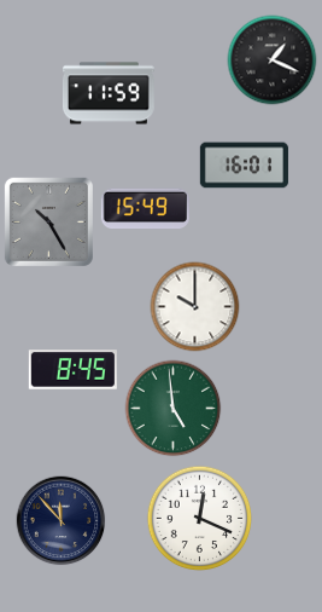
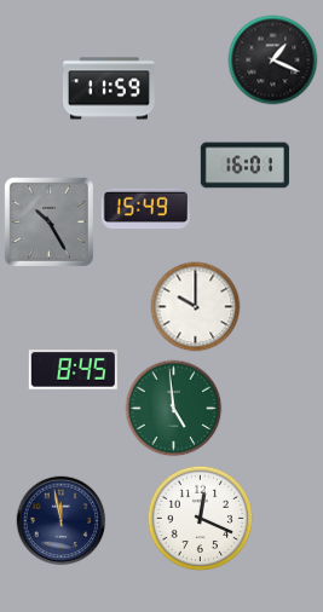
clock at (109, 93) position: (109, 93) -> (109, 88)
clock at (62, 521): 11:53 -> 11:58
